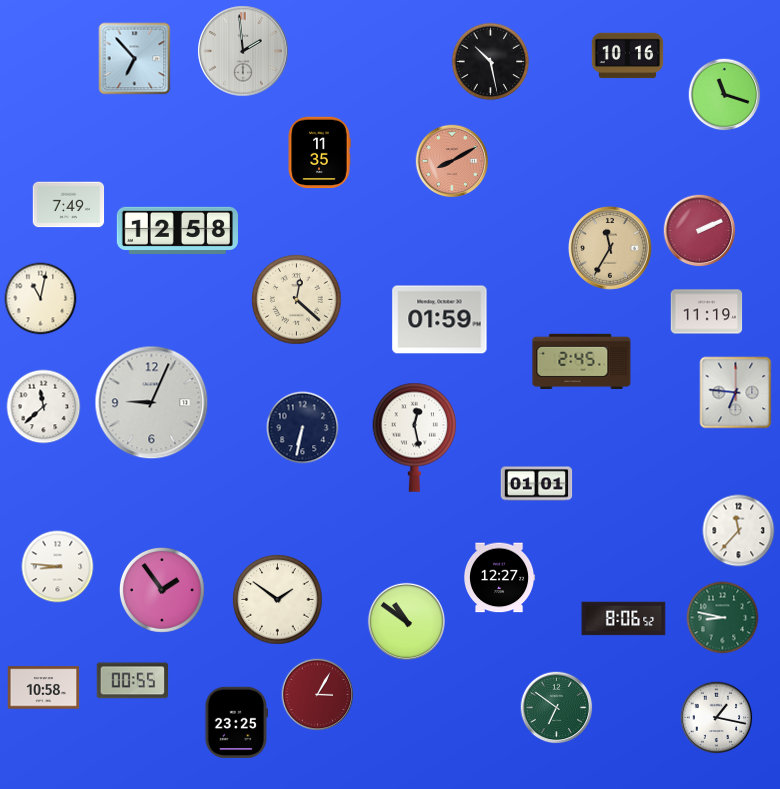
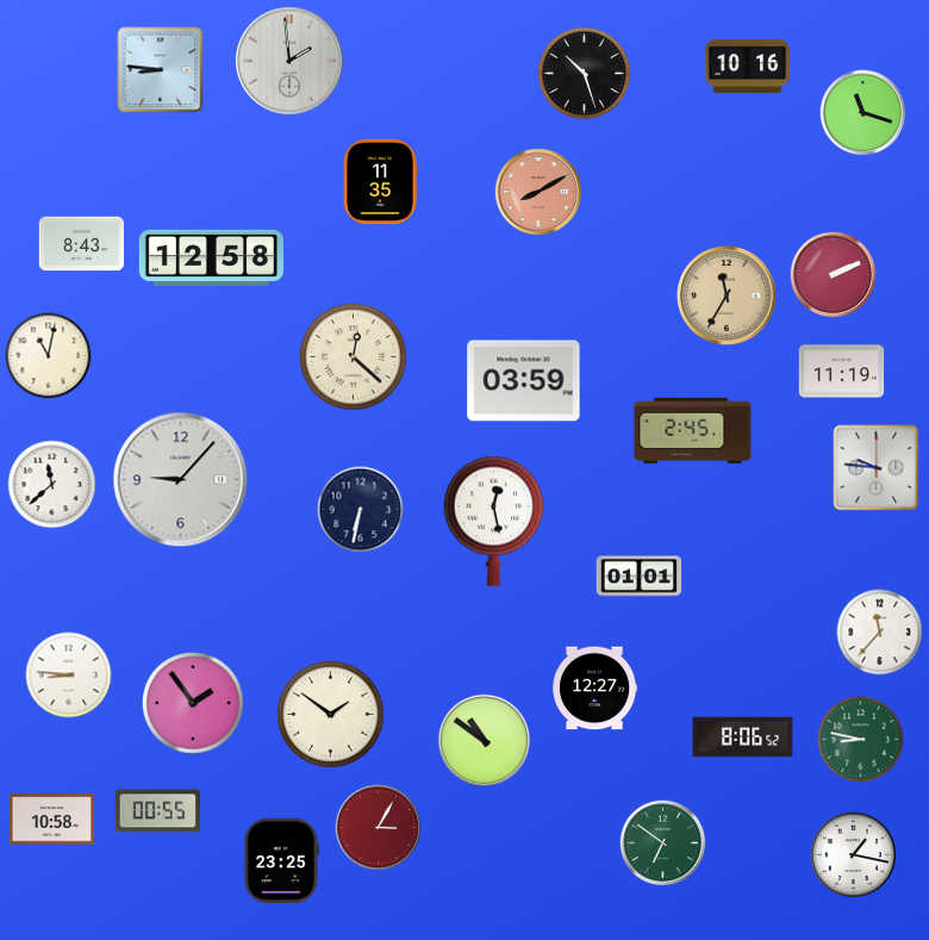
clock at (135, 59): 6:53 -> 8:46
clock at (491, 62): 10:28 -> 10:27
clock at (69, 205): 7:49 -> 8:43
clock at (177, 230) position: (177, 230) -> (211, 257)
clock at (440, 320): 01:59 -> 03:59
clock at (736, 393): 6:46 -> 9:46
clock at (152, 403): 9:04 -> 9:07
clock at (723, 618) position: (723, 618) -> (861, 740)
